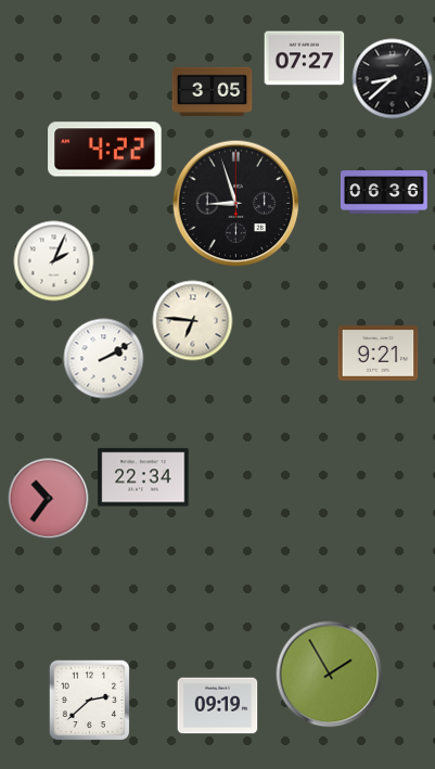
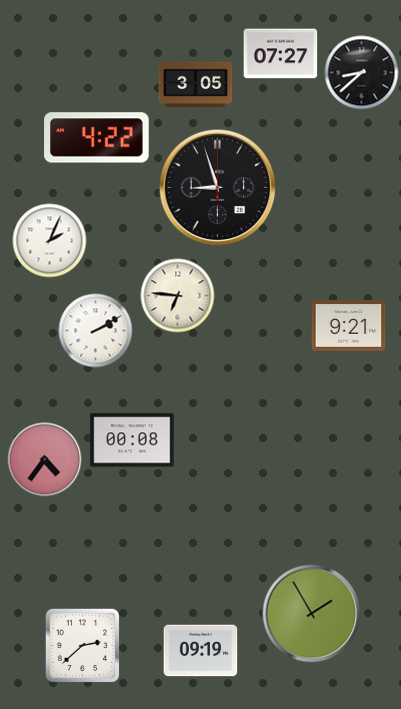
clock at (384, 192): 06:36 -> none
clock at (143, 477): 22:34 -> 00:08
clock at (49, 499): 10:36 -> 4:36
clock at (330, 675) position: (330, 675) -> (312, 614)
